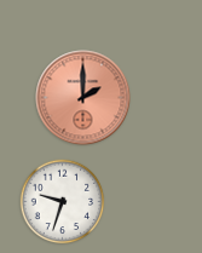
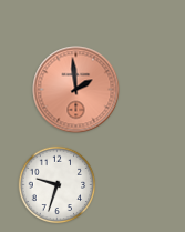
clock at (83, 98): 2:00 -> 1:59
